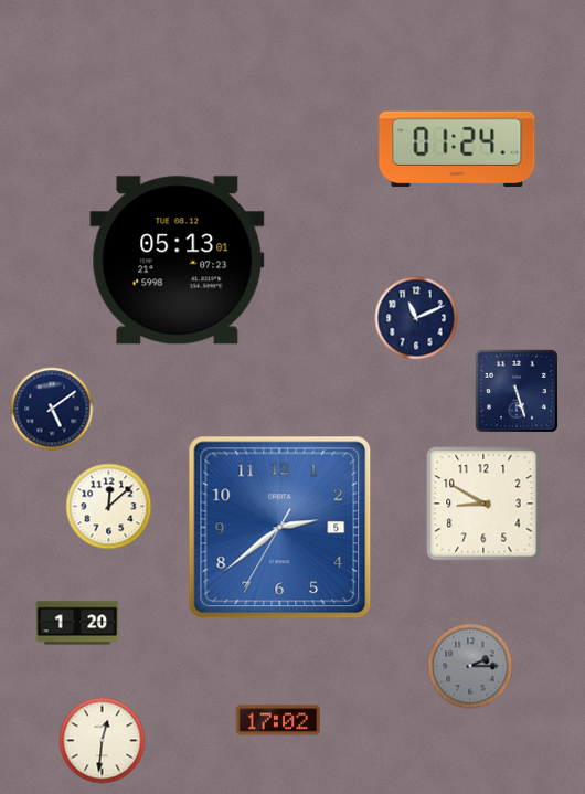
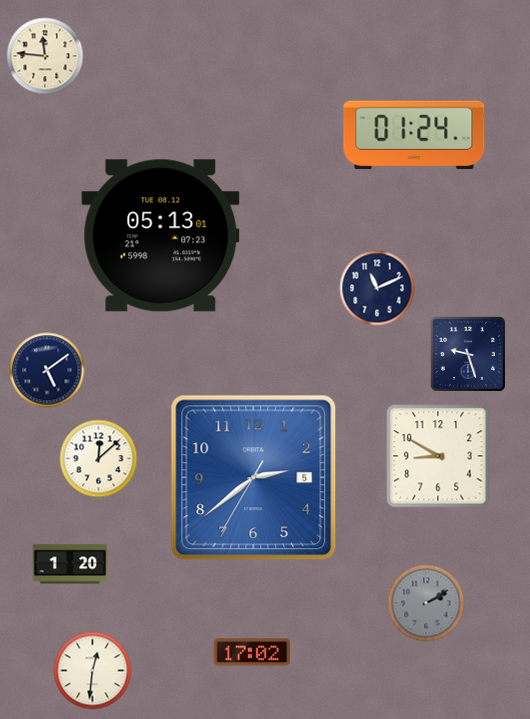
clock at (45, 56): none -> 11:46
clock at (517, 391): 5:27 -> 9:27
clock at (470, 666): 2:15 -> 2:10
